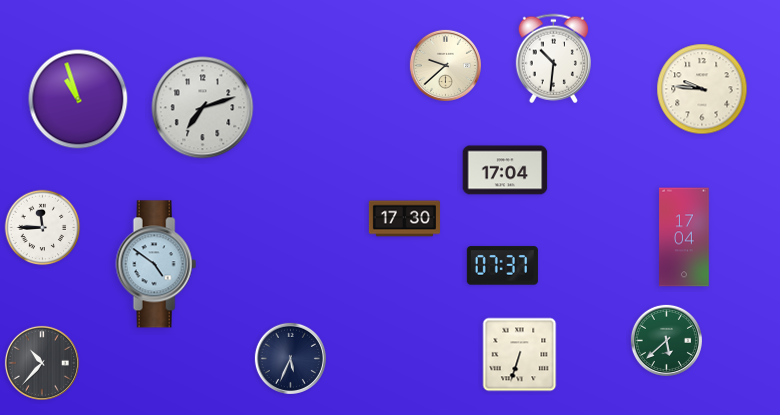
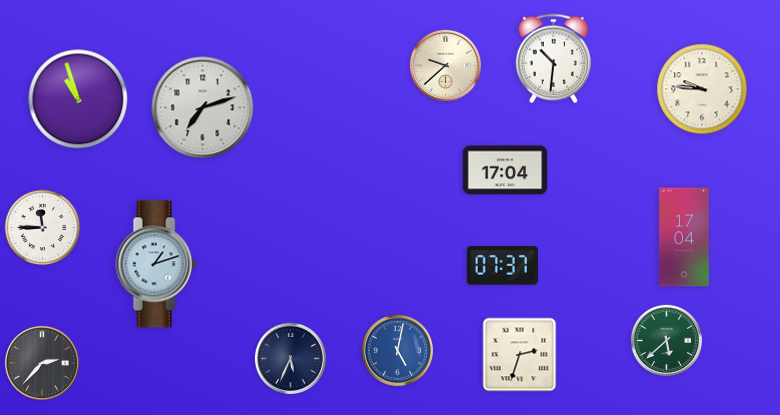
clock at (404, 219): 17:30 -> none
clock at (156, 264): 4:51 -> 1:12
clock at (397, 350): none -> 5:02
clock at (520, 355): 6:33 -> 2:33
clock at (42, 363): 10:37 -> 2:37
